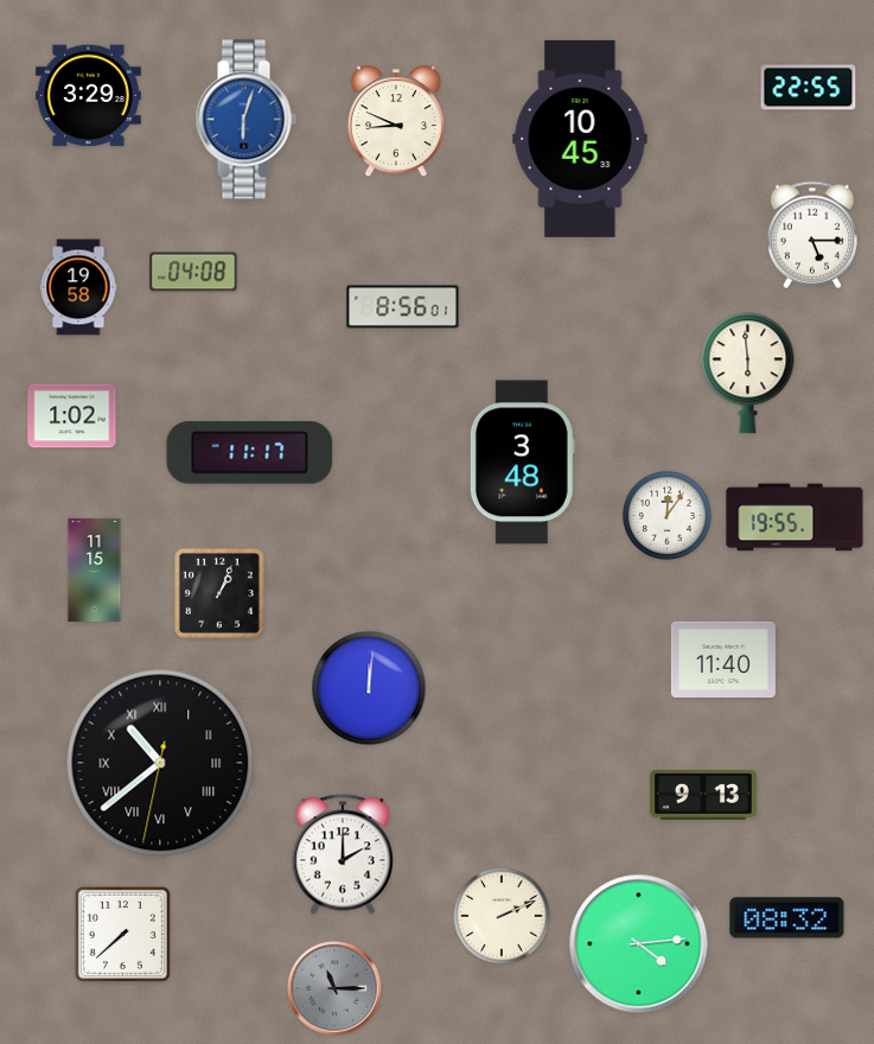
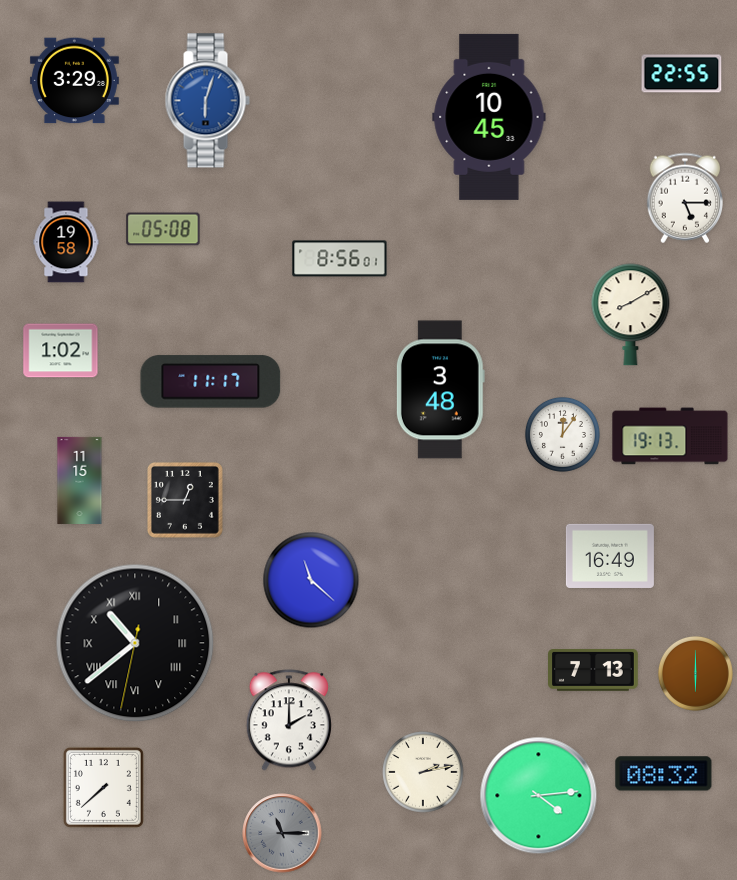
clock at (395, 122): 8:49 -> none
clock at (193, 272): 04:08 -> 05:08
clock at (748, 374): 5:59 -> 8:10
clock at (795, 517): 19:55 -> 19:13
clock at (219, 593): 1:04 -> 12:45
clock at (723, 660): 11:40 -> 16:49
clock at (369, 688): 12:01 -> 11:22
clock at (704, 796): 9:13 -> 7:13
clock at (695, 673): none -> 6:00
clock at (502, 916): 2:11 -> 2:13
